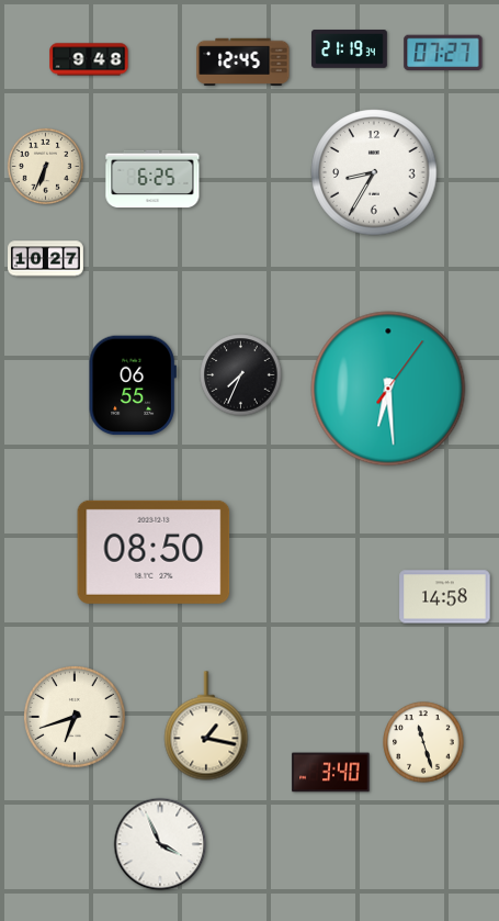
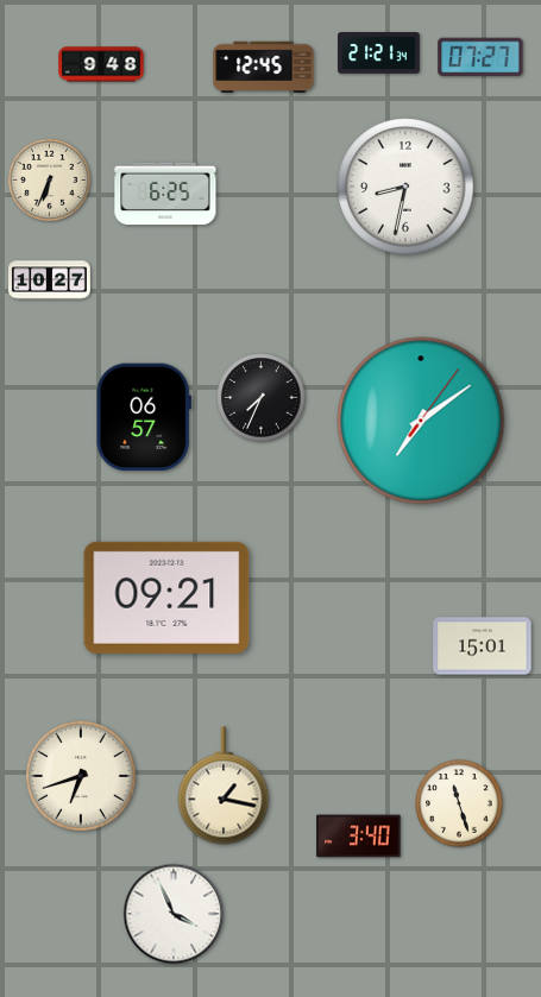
clock at (350, 49): 21:19 -> 21:21
clock at (89, 59) position: (89, 59) -> (101, 64)
clock at (374, 172): 8:35 -> 8:32
clock at (241, 375) position: (241, 375) -> (262, 398)
clock at (133, 385): 06:55 -> 06:57
clock at (388, 389): 6:29 -> 7:09
clock at (154, 552): 08:50 -> 09:21
clock at (445, 597): 14:58 -> 15:01
